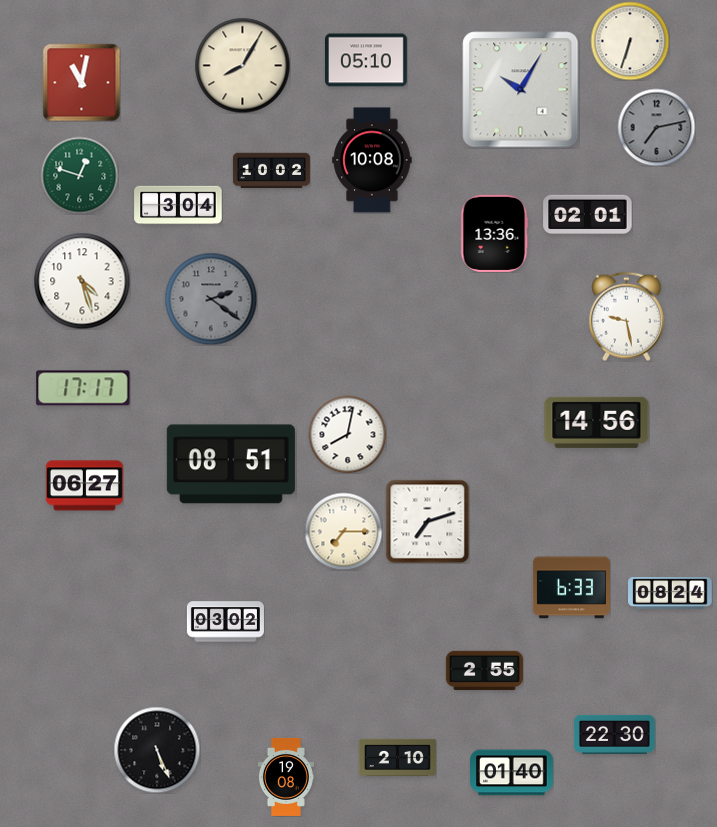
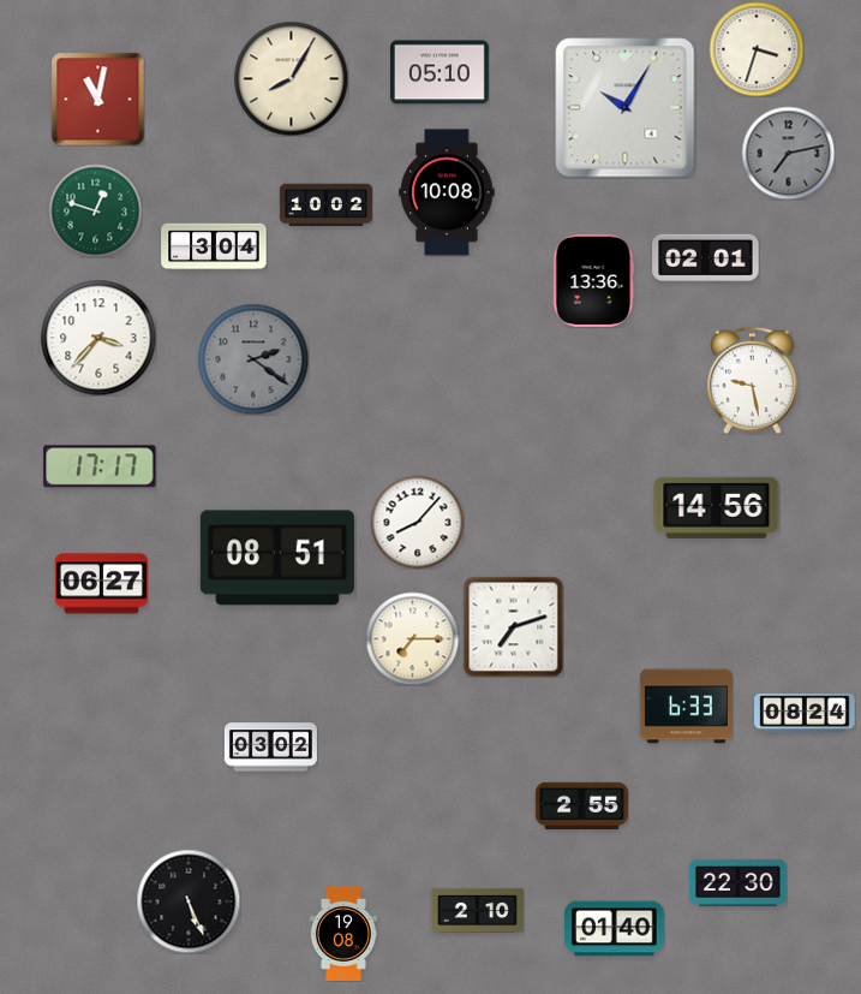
clock at (630, 41): 6:33 -> 3:33
clock at (82, 281): 4:27 -> 3:37
clock at (347, 434): 8:02 -> 8:07
